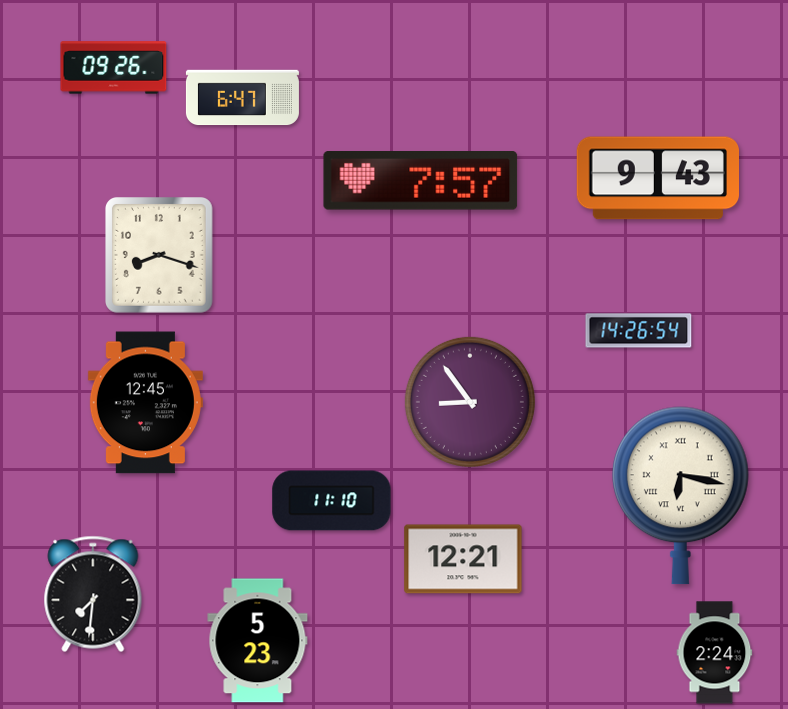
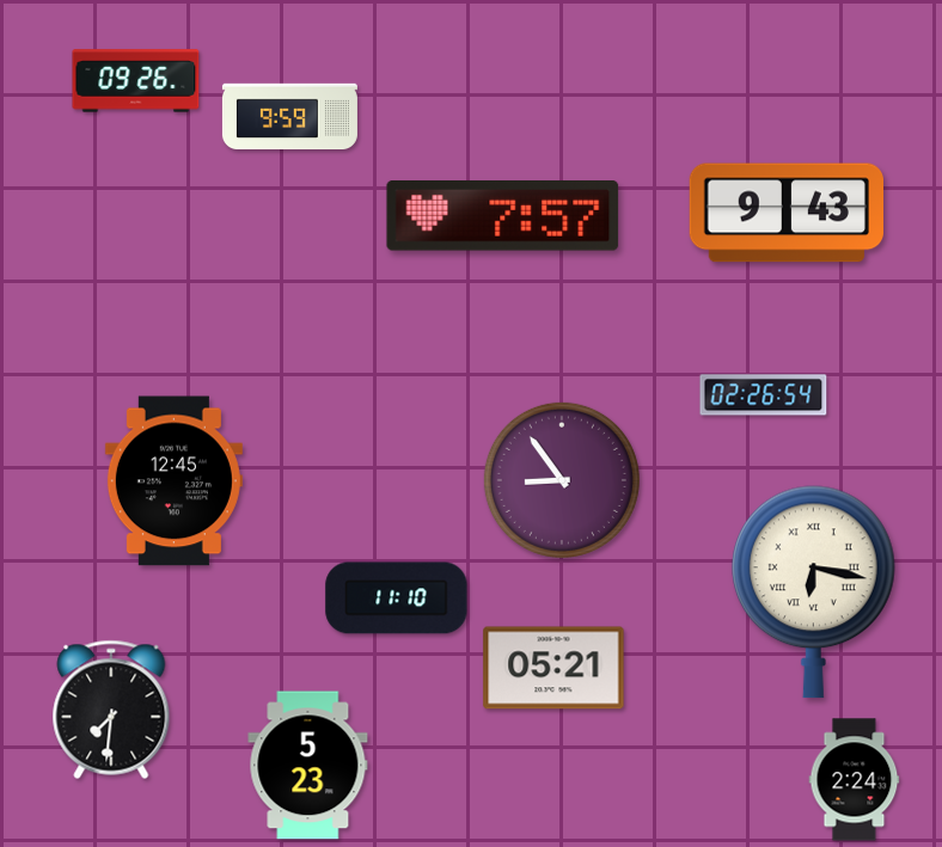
clock at (242, 98): 6:47 -> 9:59
clock at (160, 256): 8:18 -> none
clock at (639, 331): 14:26 -> 02:26
clock at (463, 559): 12:21 -> 05:21
